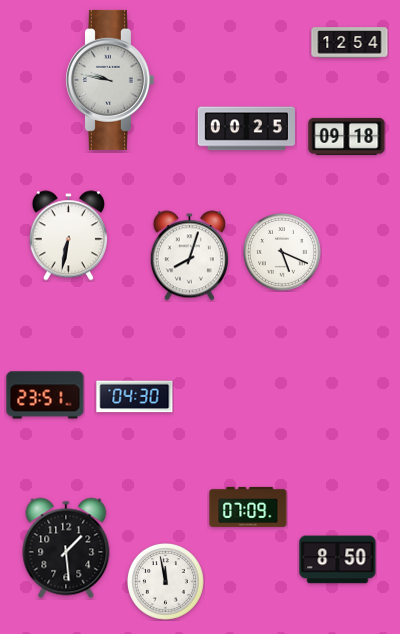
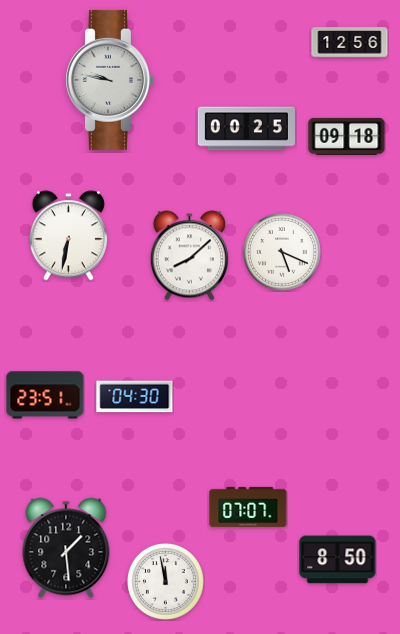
clock at (350, 43): 12:54 -> 12:56
clock at (189, 256): 8:03 -> 8:08
clock at (248, 507): 07:09 -> 07:07
